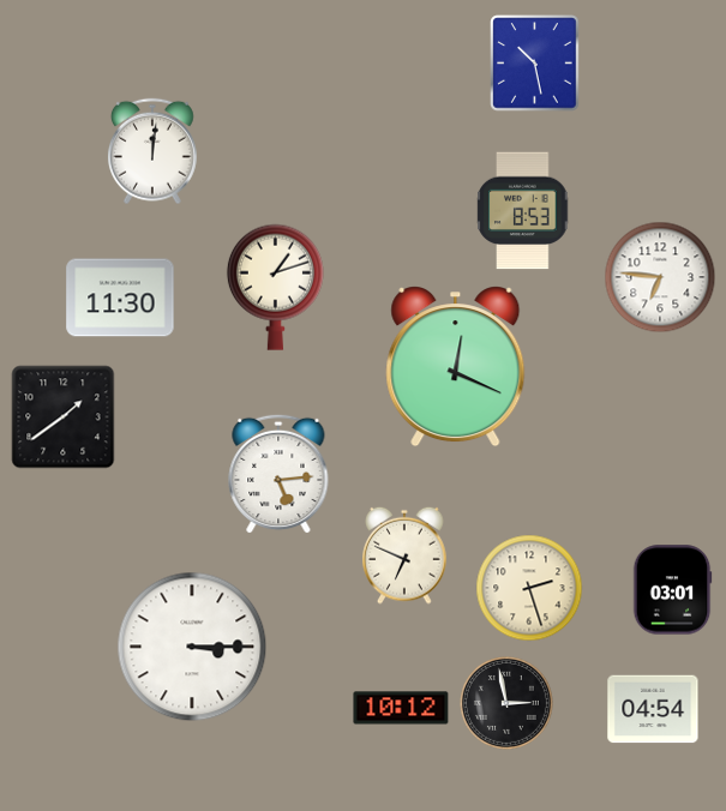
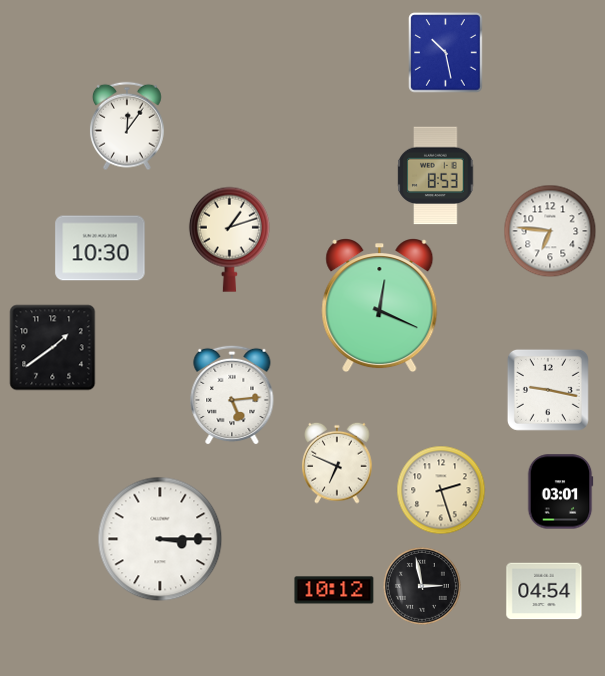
clock at (152, 151): 12:01 -> 12:06
clock at (120, 298): 11:30 -> 10:30
clock at (548, 390): none -> 9:17
